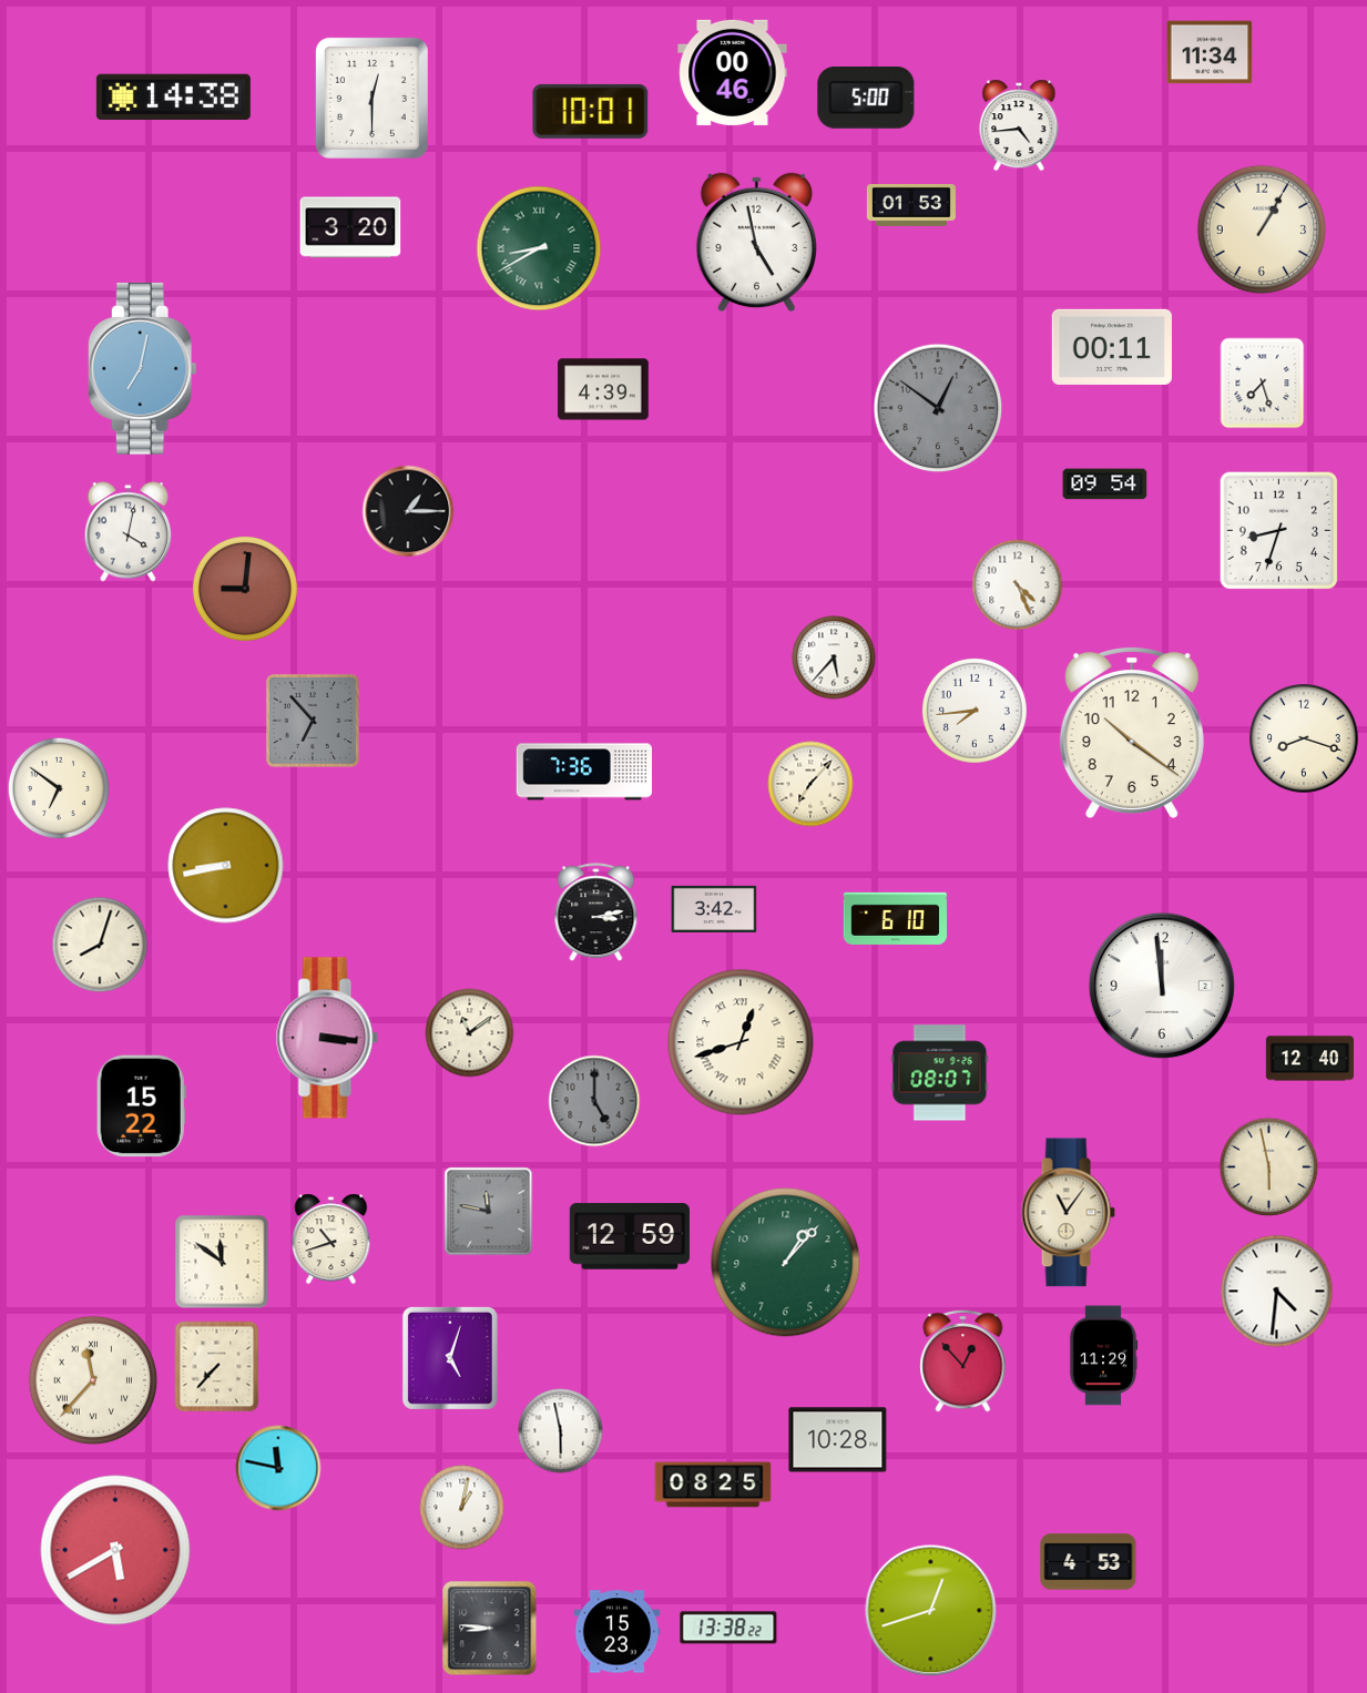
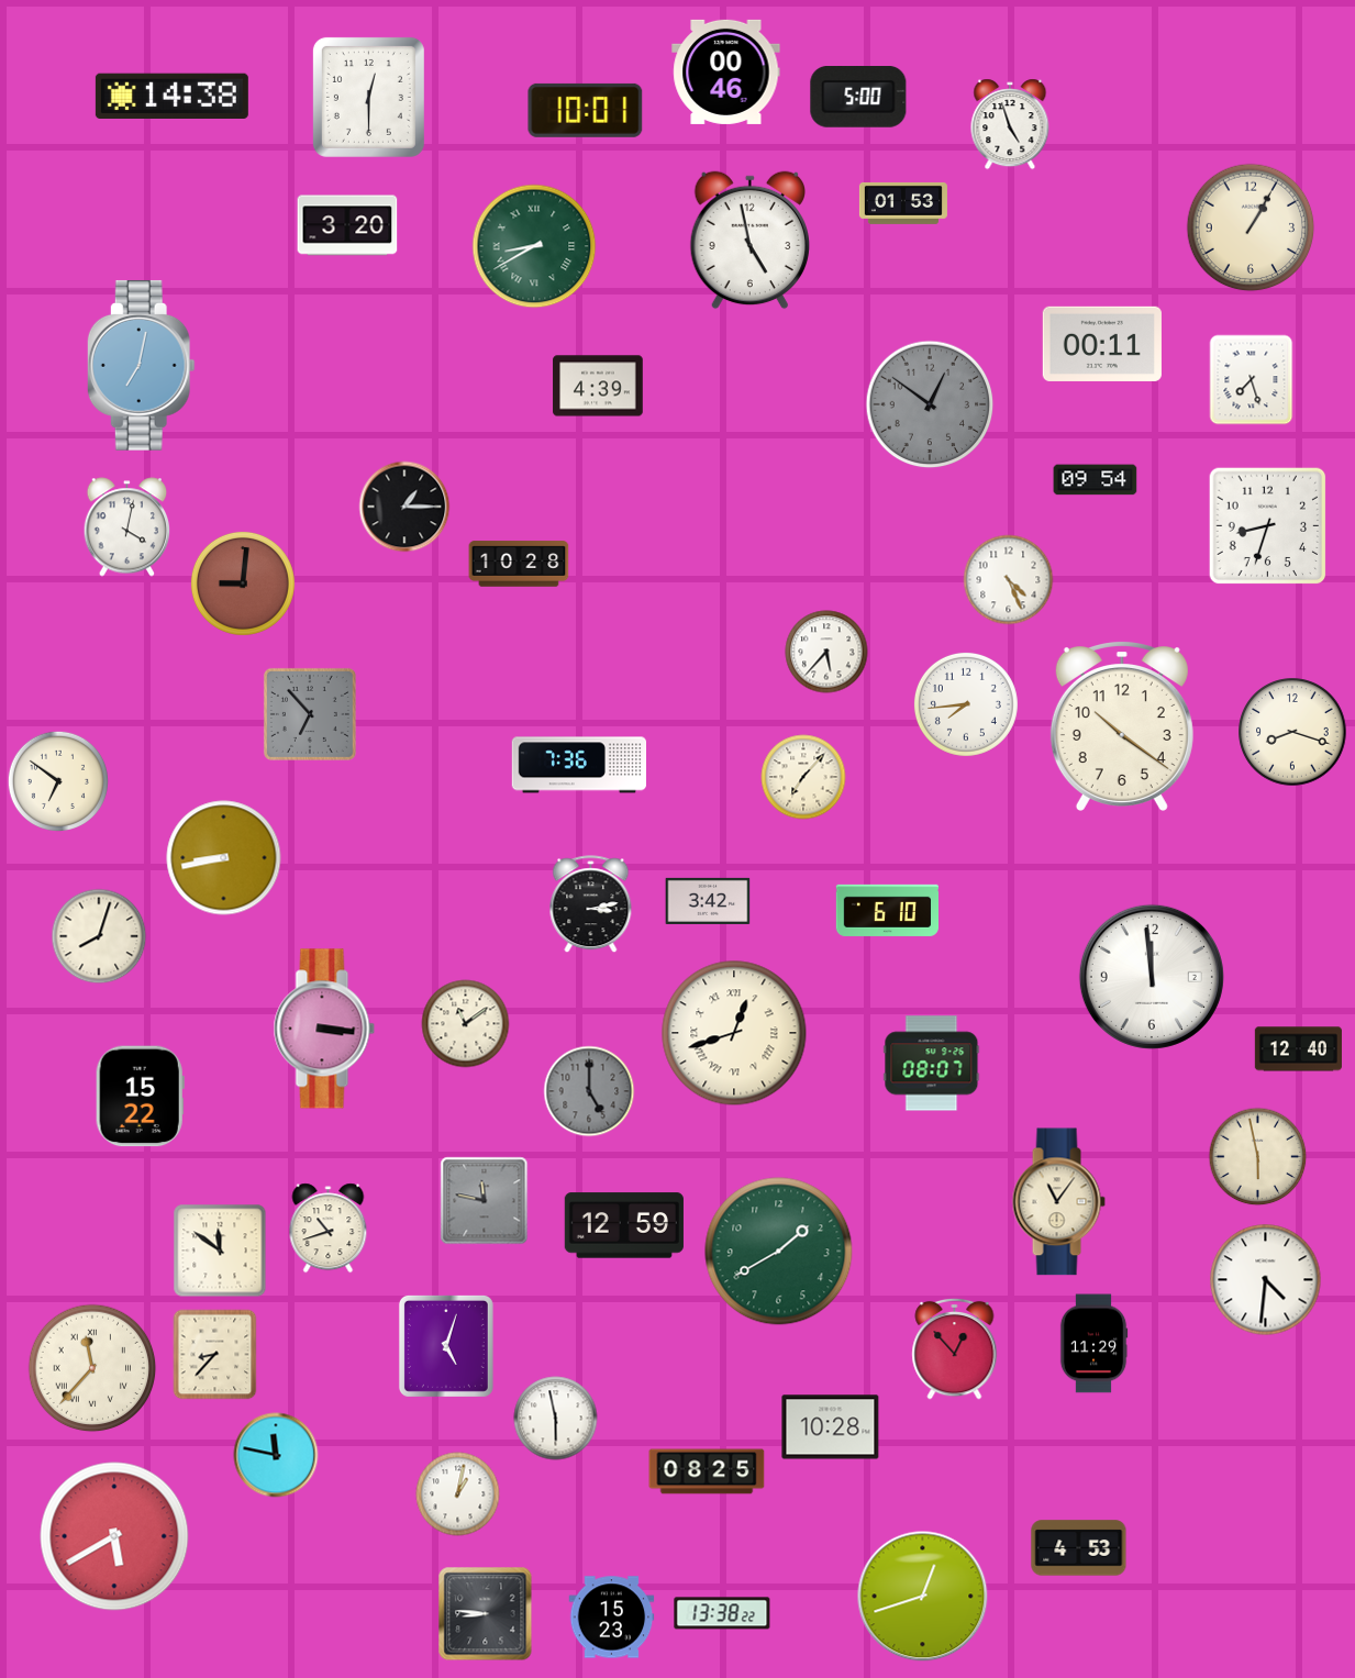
clock at (1210, 52): 11:34 -> none
clock at (1019, 125): 4:44 -> 4:57
clock at (519, 564): none -> 10:28
clock at (786, 1263): 1:07 -> 1:40
clock at (217, 1367): 7:37 -> 8:37
